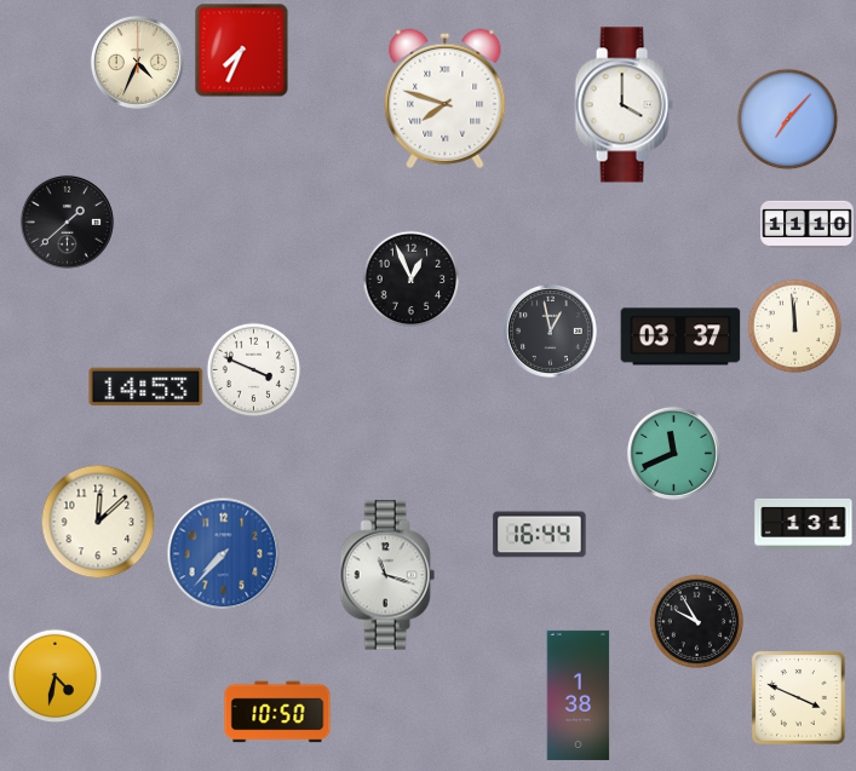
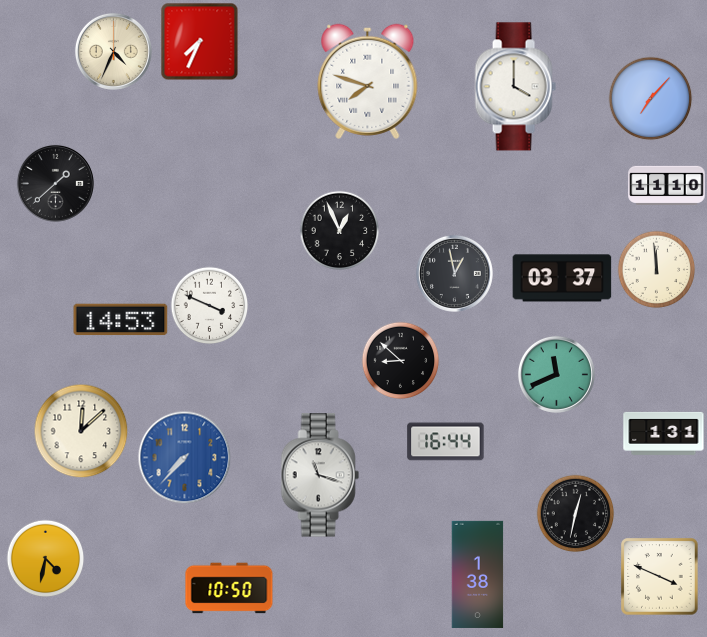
clock at (400, 360): none -> 8:52
clock at (696, 621): 9:55 -> 12:32
